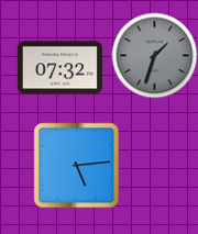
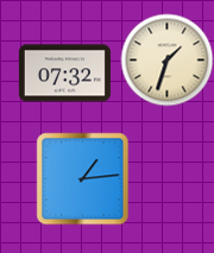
clock at (154, 55) dial: grey -> cream
clock at (76, 165): 5:14 -> 1:14
